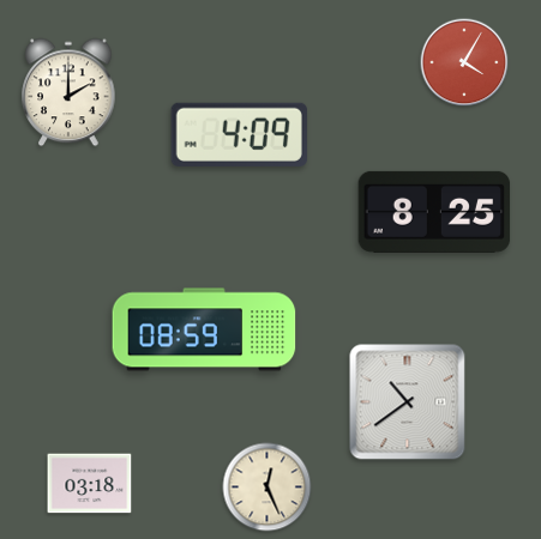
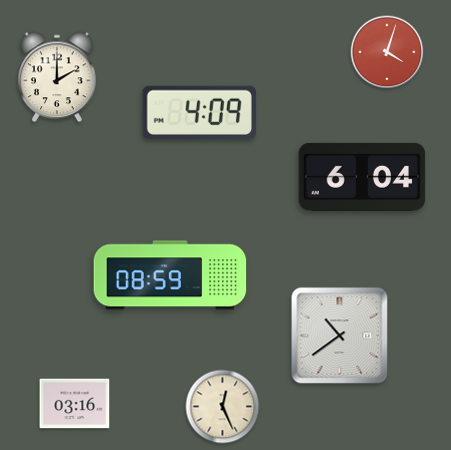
clock at (464, 62): 4:05 -> 4:03
clock at (434, 212): 8:25 -> 6:04
clock at (90, 484): 03:18 -> 03:16
